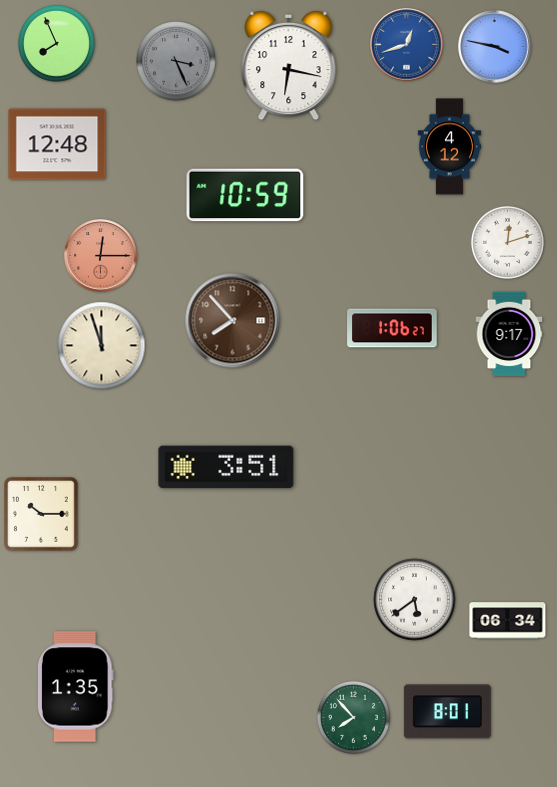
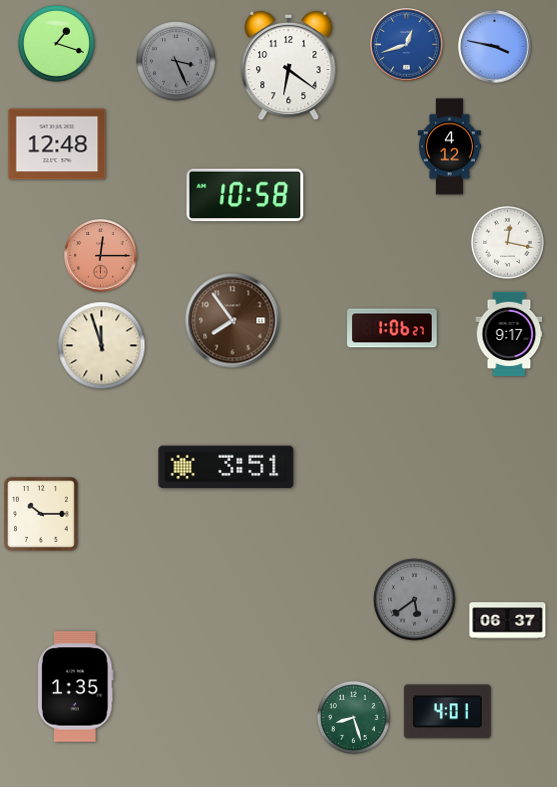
clock at (57, 44): 7:56 -> 1:18
clock at (289, 66): 6:17 -> 6:21
clock at (245, 195): 10:59 -> 10:58
clock at (507, 242): 12:12 -> 12:17
clock at (233, 321): 7:53 -> 7:54
clock at (415, 600) dial: white -> grey
clock at (508, 621): 06:34 -> 06:37
clock at (447, 712): 8:01 -> 4:01
clock at (353, 717): 7:53 -> 8:27
